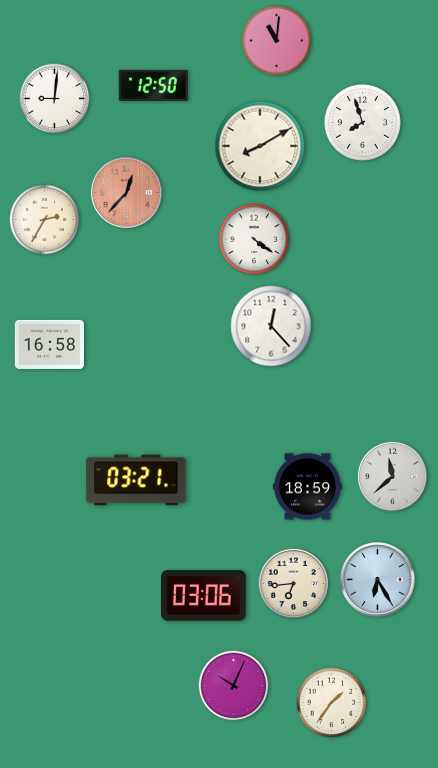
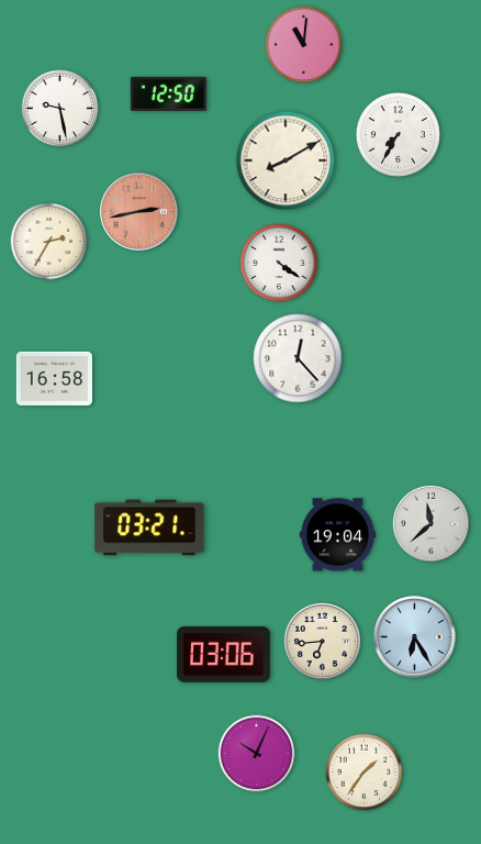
clock at (55, 99): 9:01 -> 9:28
clock at (363, 123): 7:57 -> 7:35
clock at (126, 192): 12:37 -> 2:43
clock at (307, 487): 18:59 -> 19:04
